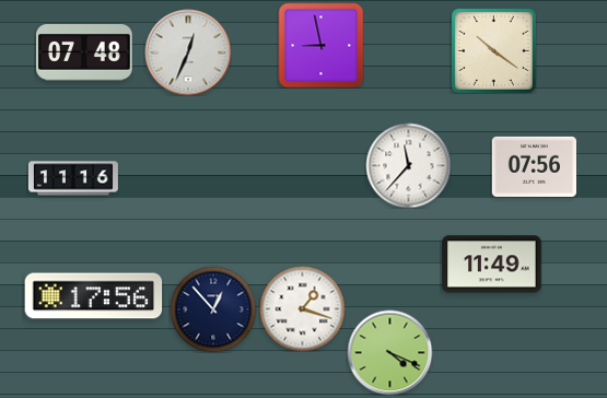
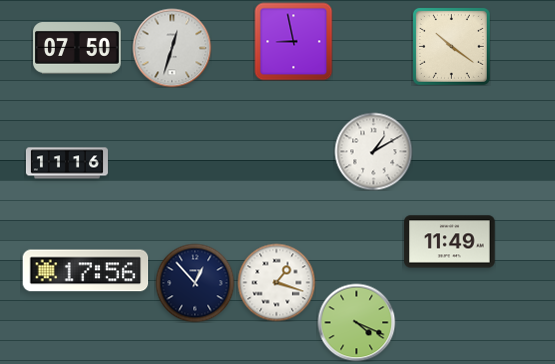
clock at (188, 52): 12:34 -> 12:33
clock at (85, 54): 07:48 -> 07:50
clock at (408, 165): 11:37 -> 1:10
clock at (534, 166): 07:56 -> none
